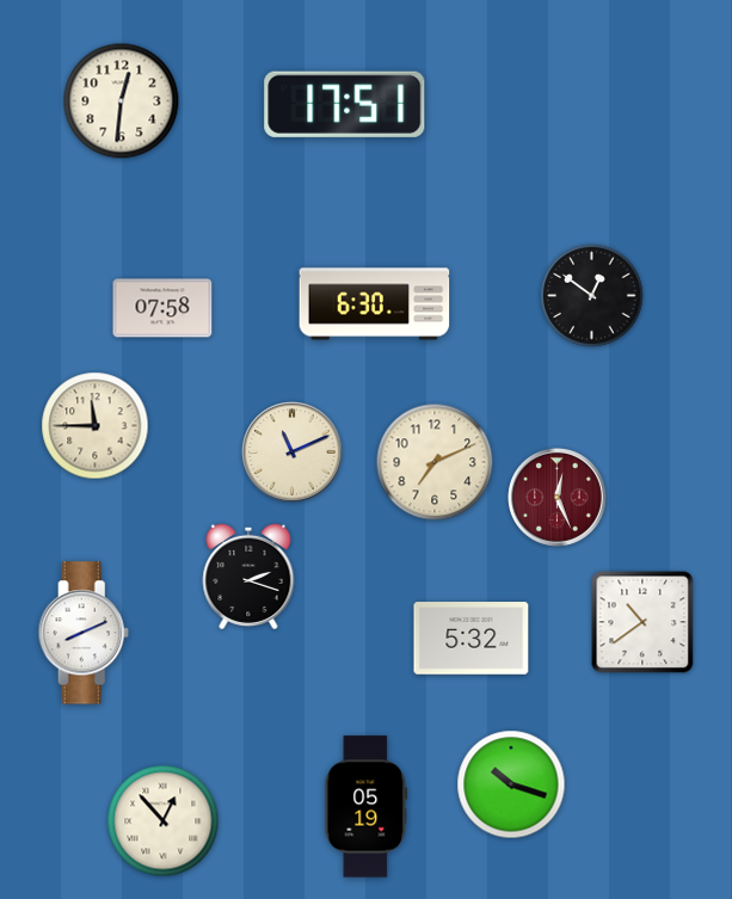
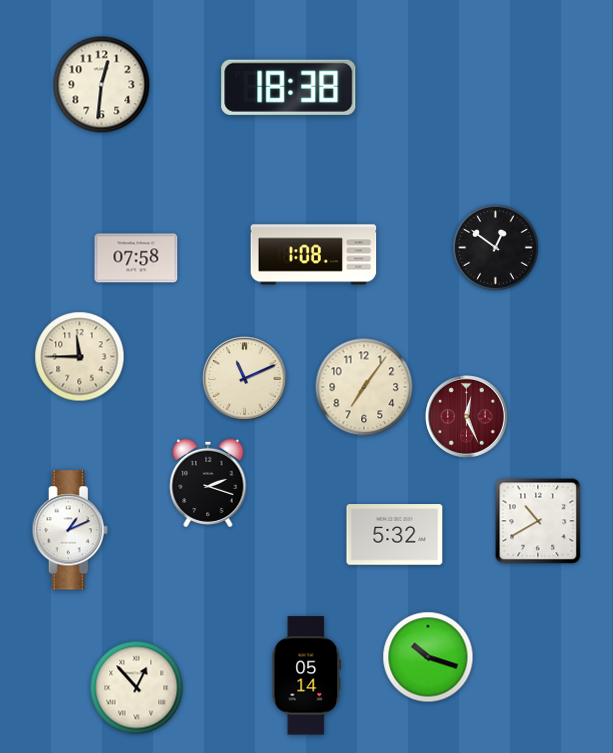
clock at (345, 104): 17:51 -> 18:38
clock at (375, 304): 6:30 -> 1:08
clock at (435, 462): 7:11 -> 7:06
clock at (642, 622): 10:39 -> 10:40
clock at (84, 633): 8:11 -> 1:11
clock at (367, 807): 05:19 -> 05:14
